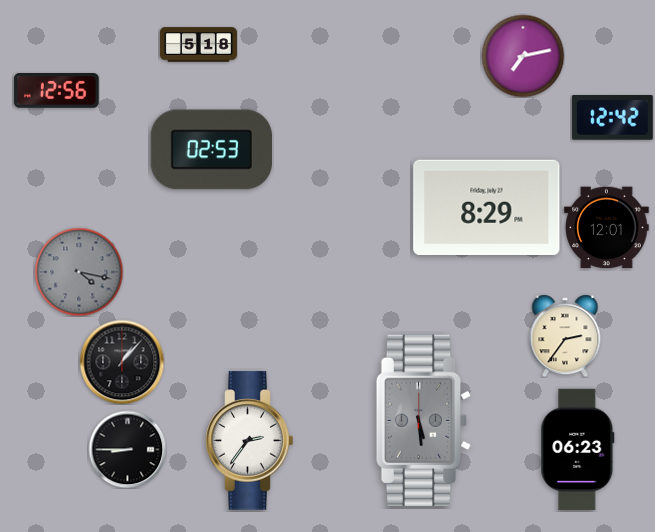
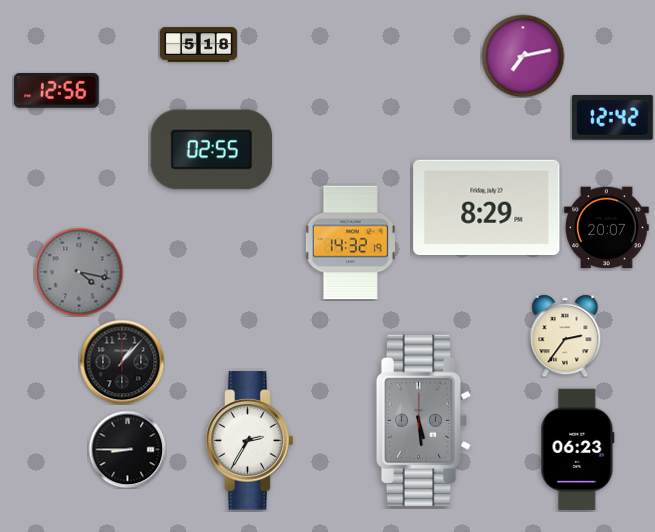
clock at (211, 150): 02:53 -> 02:55
clock at (607, 228): 12:01 -> 20:07
clock at (350, 243): none -> 14:32
clock at (250, 441): 2:36 -> 2:35
